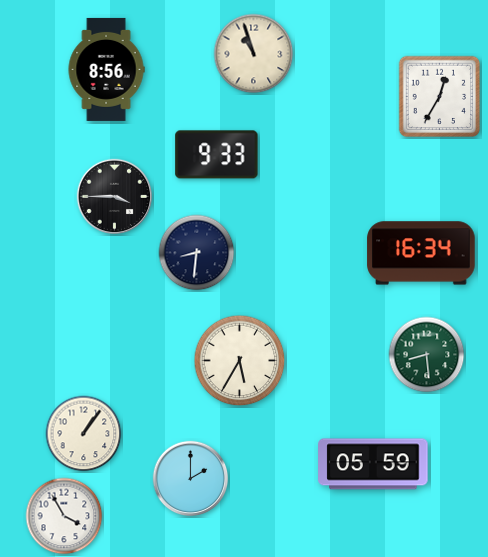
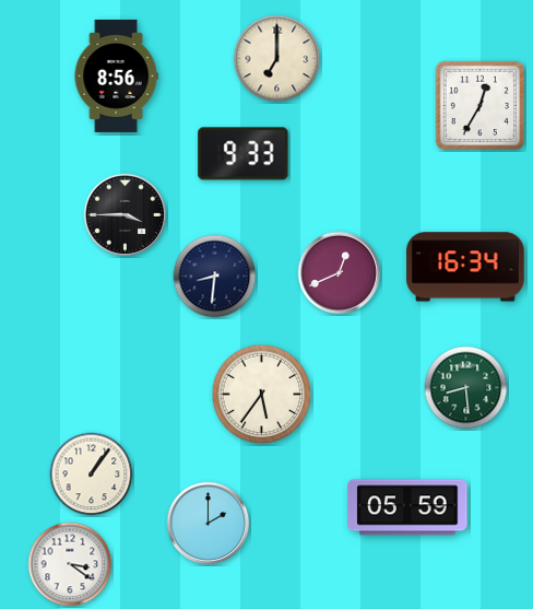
clock at (254, 54): 10:57 -> 7:00
clock at (217, 155) position: (217, 155) -> (244, 154)
clock at (340, 273): none -> 12:41
clock at (421, 253) position: (421, 253) -> (465, 267)
clock at (240, 361): 5:35 -> 5:36
clock at (64, 516): 3:55 -> 3:21
